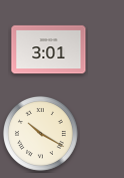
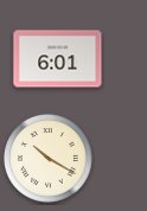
clock at (49, 50): 3:01 -> 6:01
